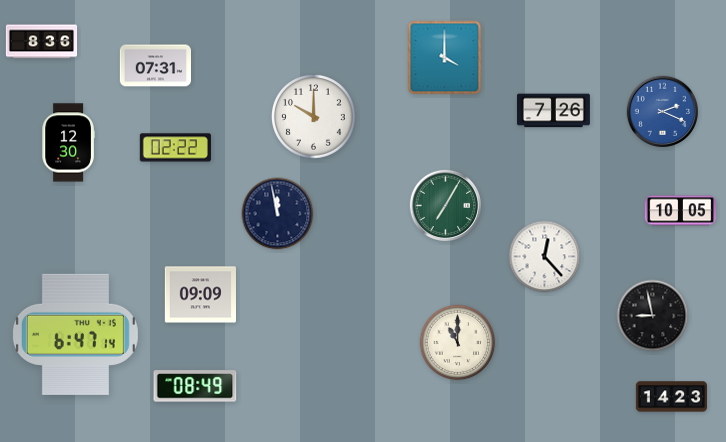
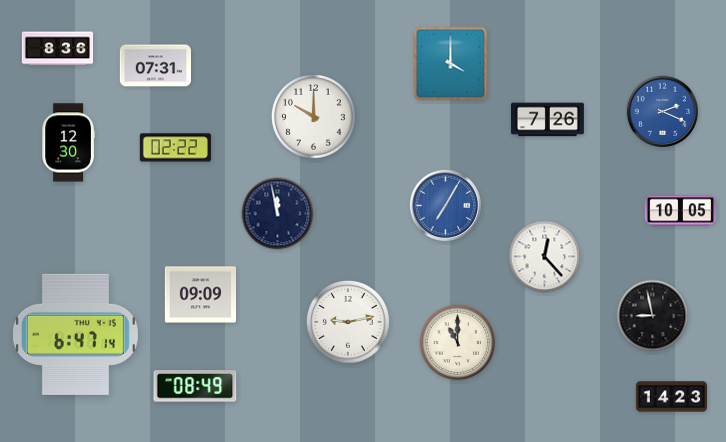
clock at (42, 42) position: (42, 42) -> (58, 49)
clock at (445, 58) position: (445, 58) -> (451, 64)
clock at (553, 111) position: (553, 111) -> (547, 120)
clock at (445, 205) dial: green -> blue
clock at (348, 322): none -> 9:13
